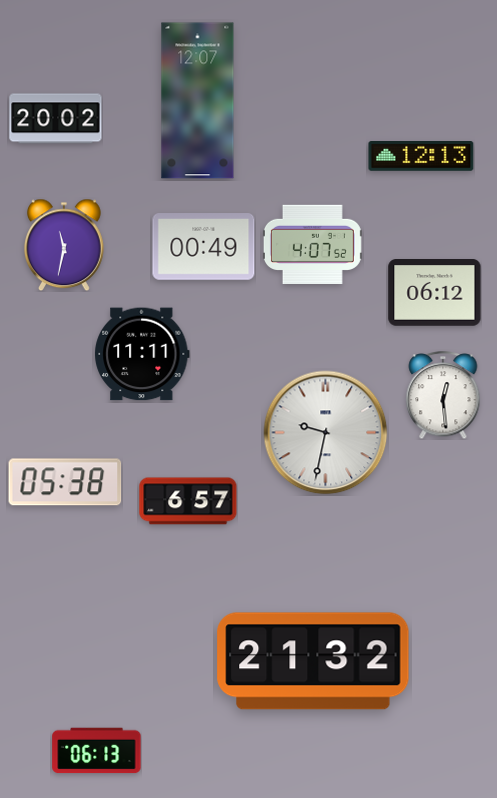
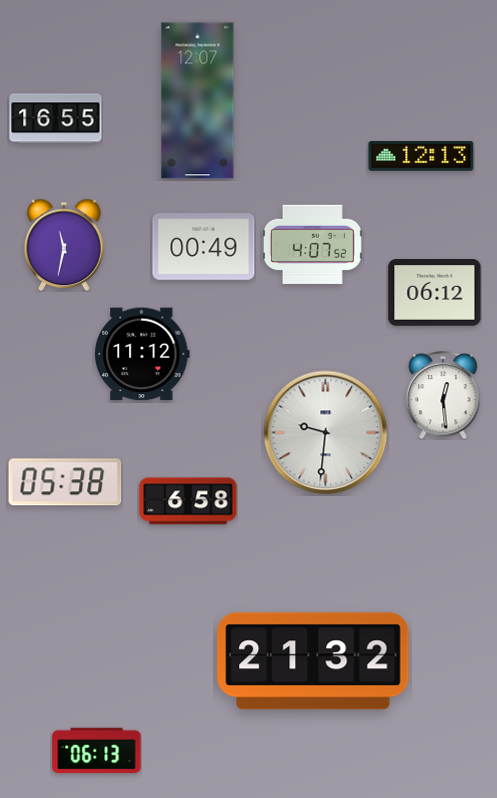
clock at (56, 119): 20:02 -> 16:55
clock at (142, 354): 11:11 -> 11:12
clock at (326, 433): 9:32 -> 9:31
clock at (188, 501): 6:57 -> 6:58
